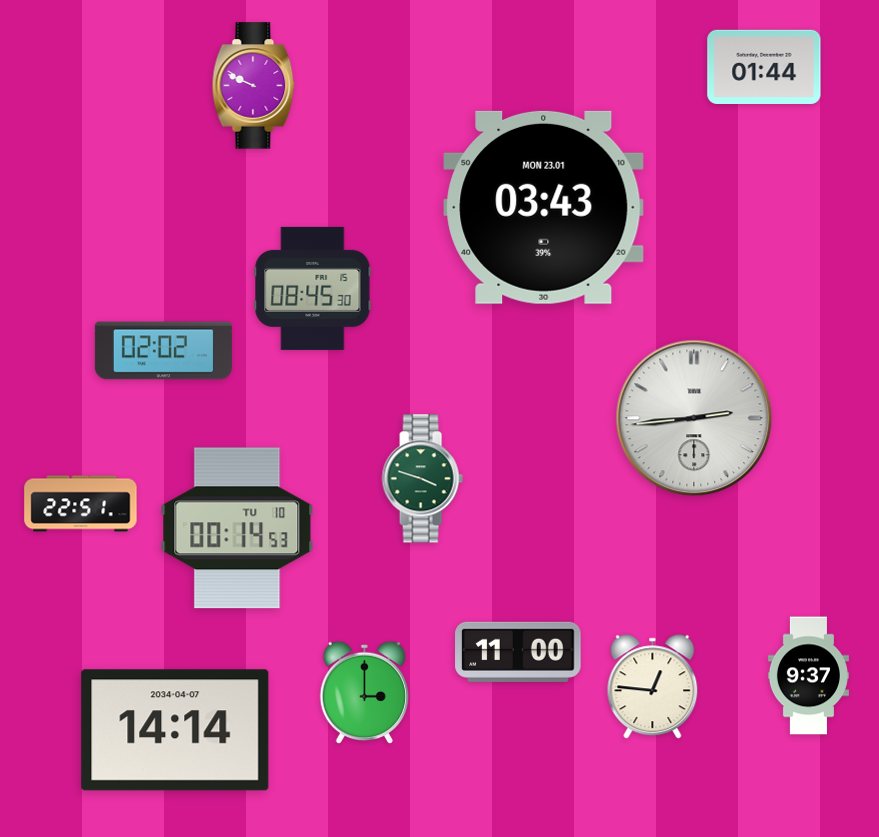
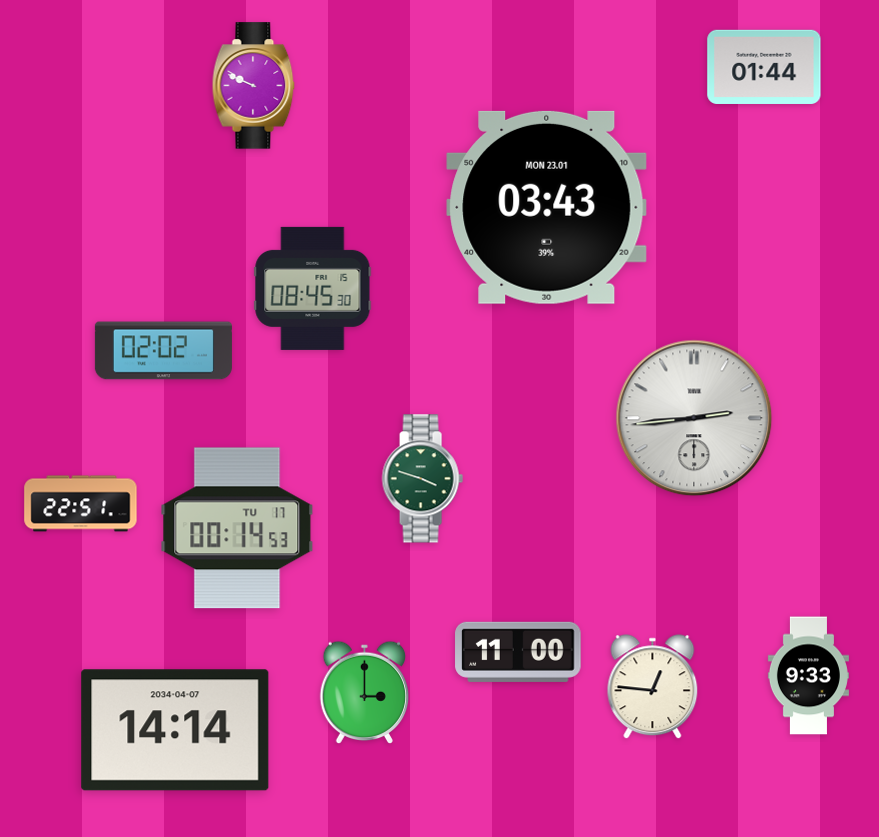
clock at (544, 207) position: (544, 207) -> (547, 207)
clock at (237, 528) date: TU 10 -> TU 17
clock at (808, 676): 9:37 -> 9:33
